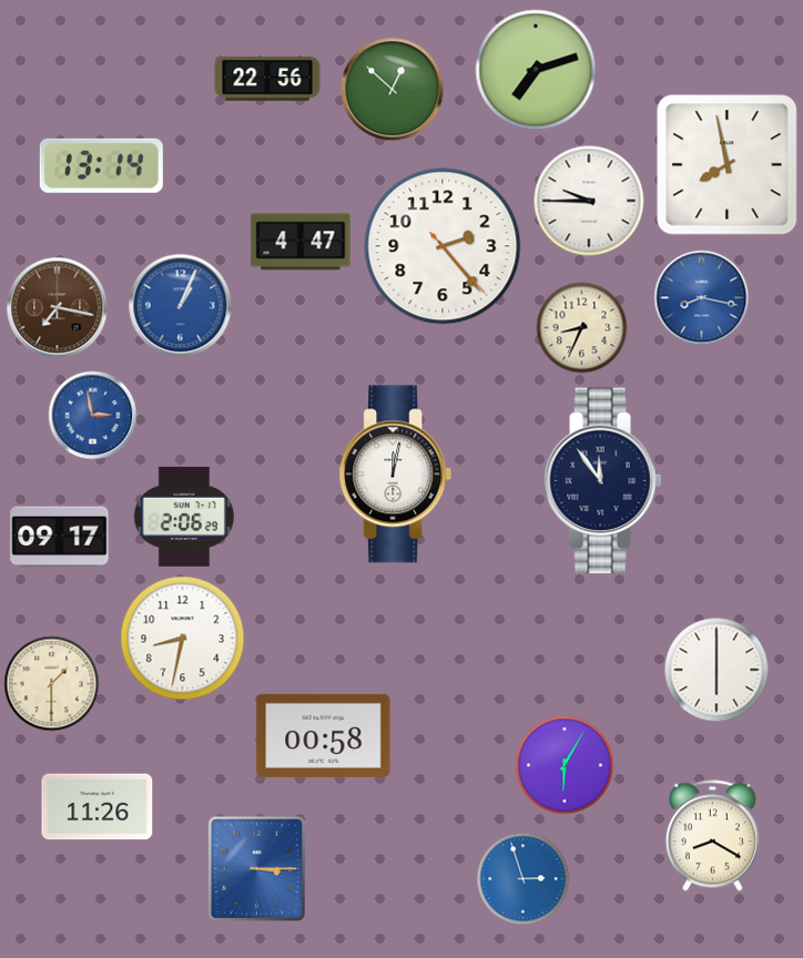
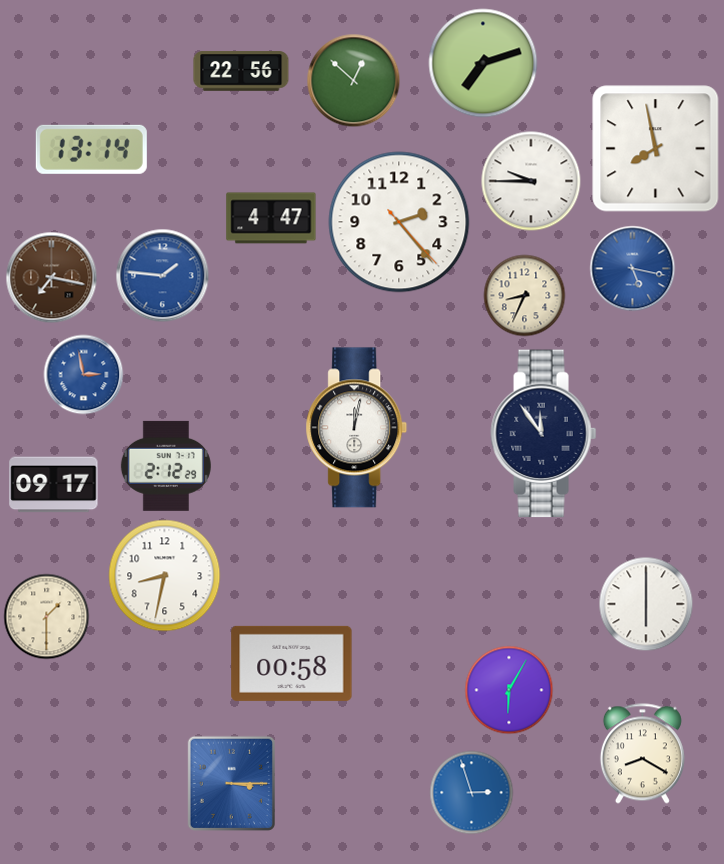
clock at (702, 298): 8:17 -> 5:17
clock at (181, 306): 1:04 -> 1:46
clock at (184, 517): 2:06 -> 2:12
clock at (98, 807): 11:26 -> none
